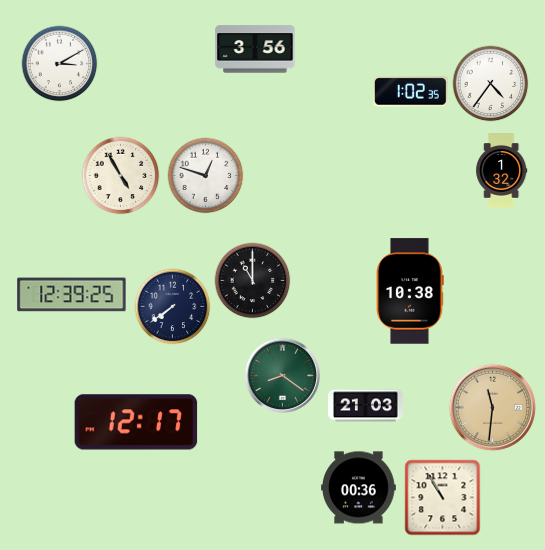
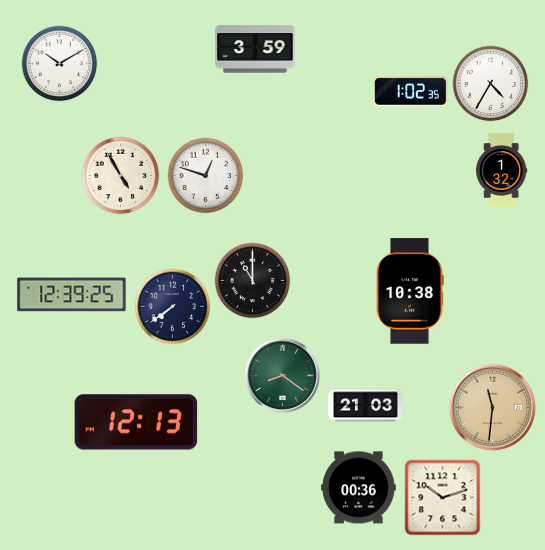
clock at (255, 49): 3:56 -> 3:59
clock at (60, 64): 3:10 -> 10:10
clock at (491, 84): 4:36 -> 4:35
clock at (136, 422): 12:17 -> 12:13
clock at (443, 498): 10:55 -> 10:12
